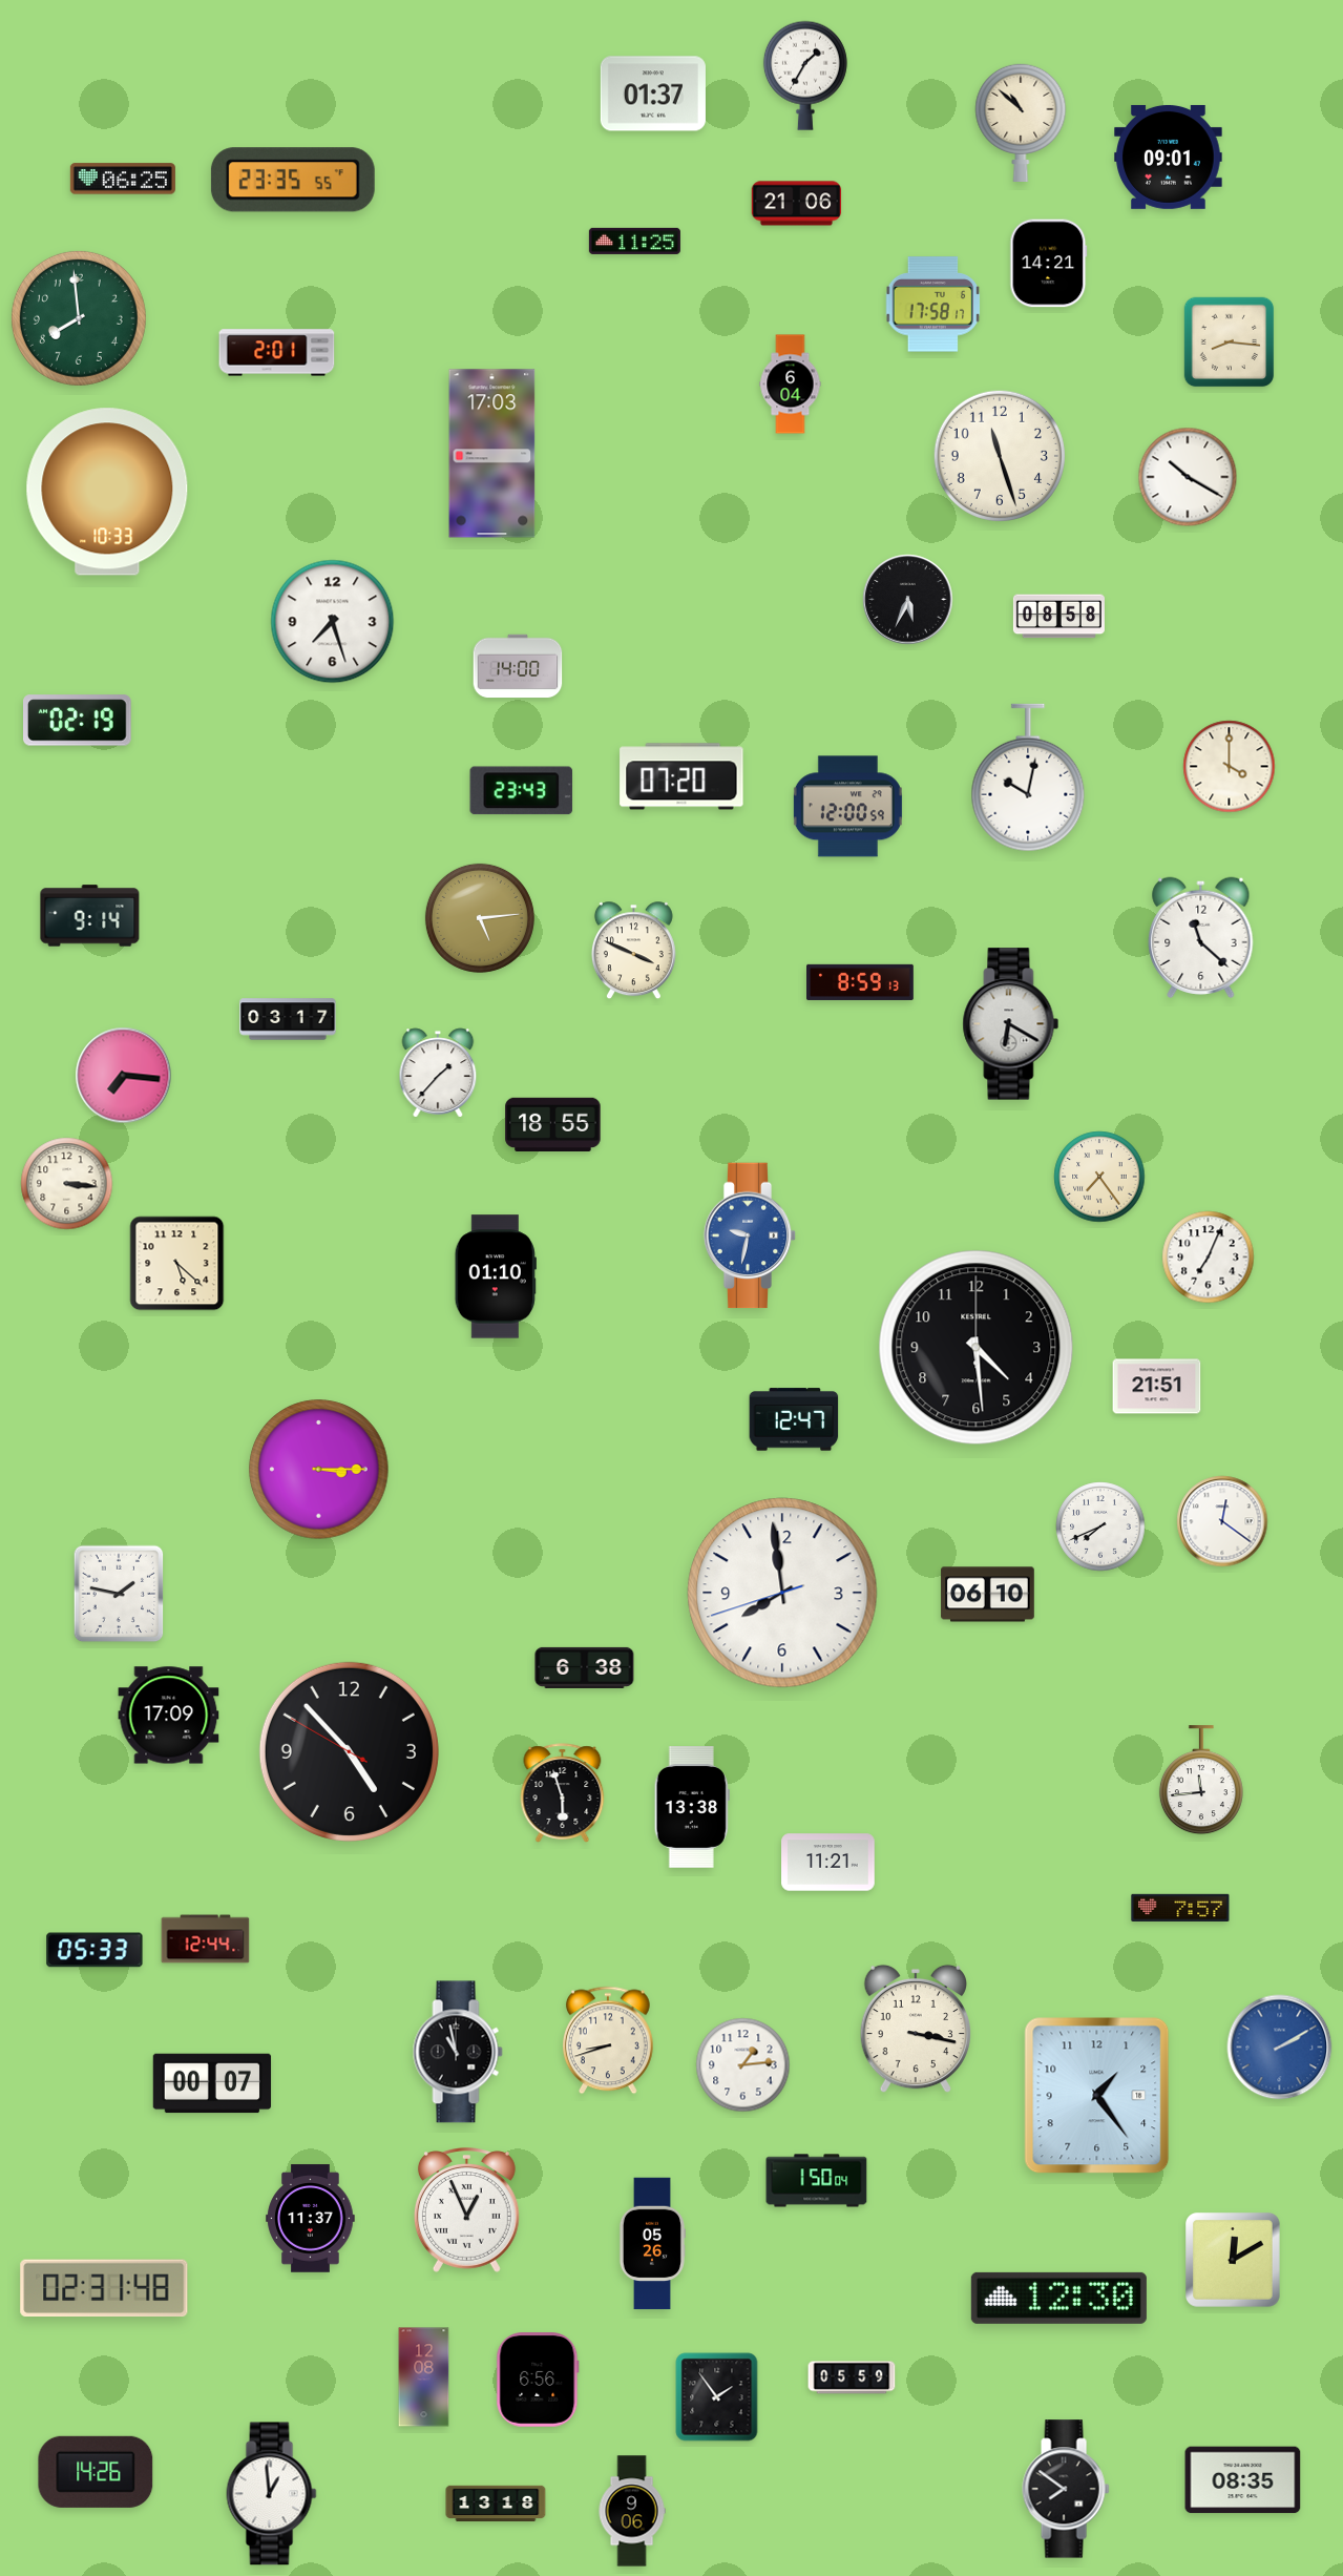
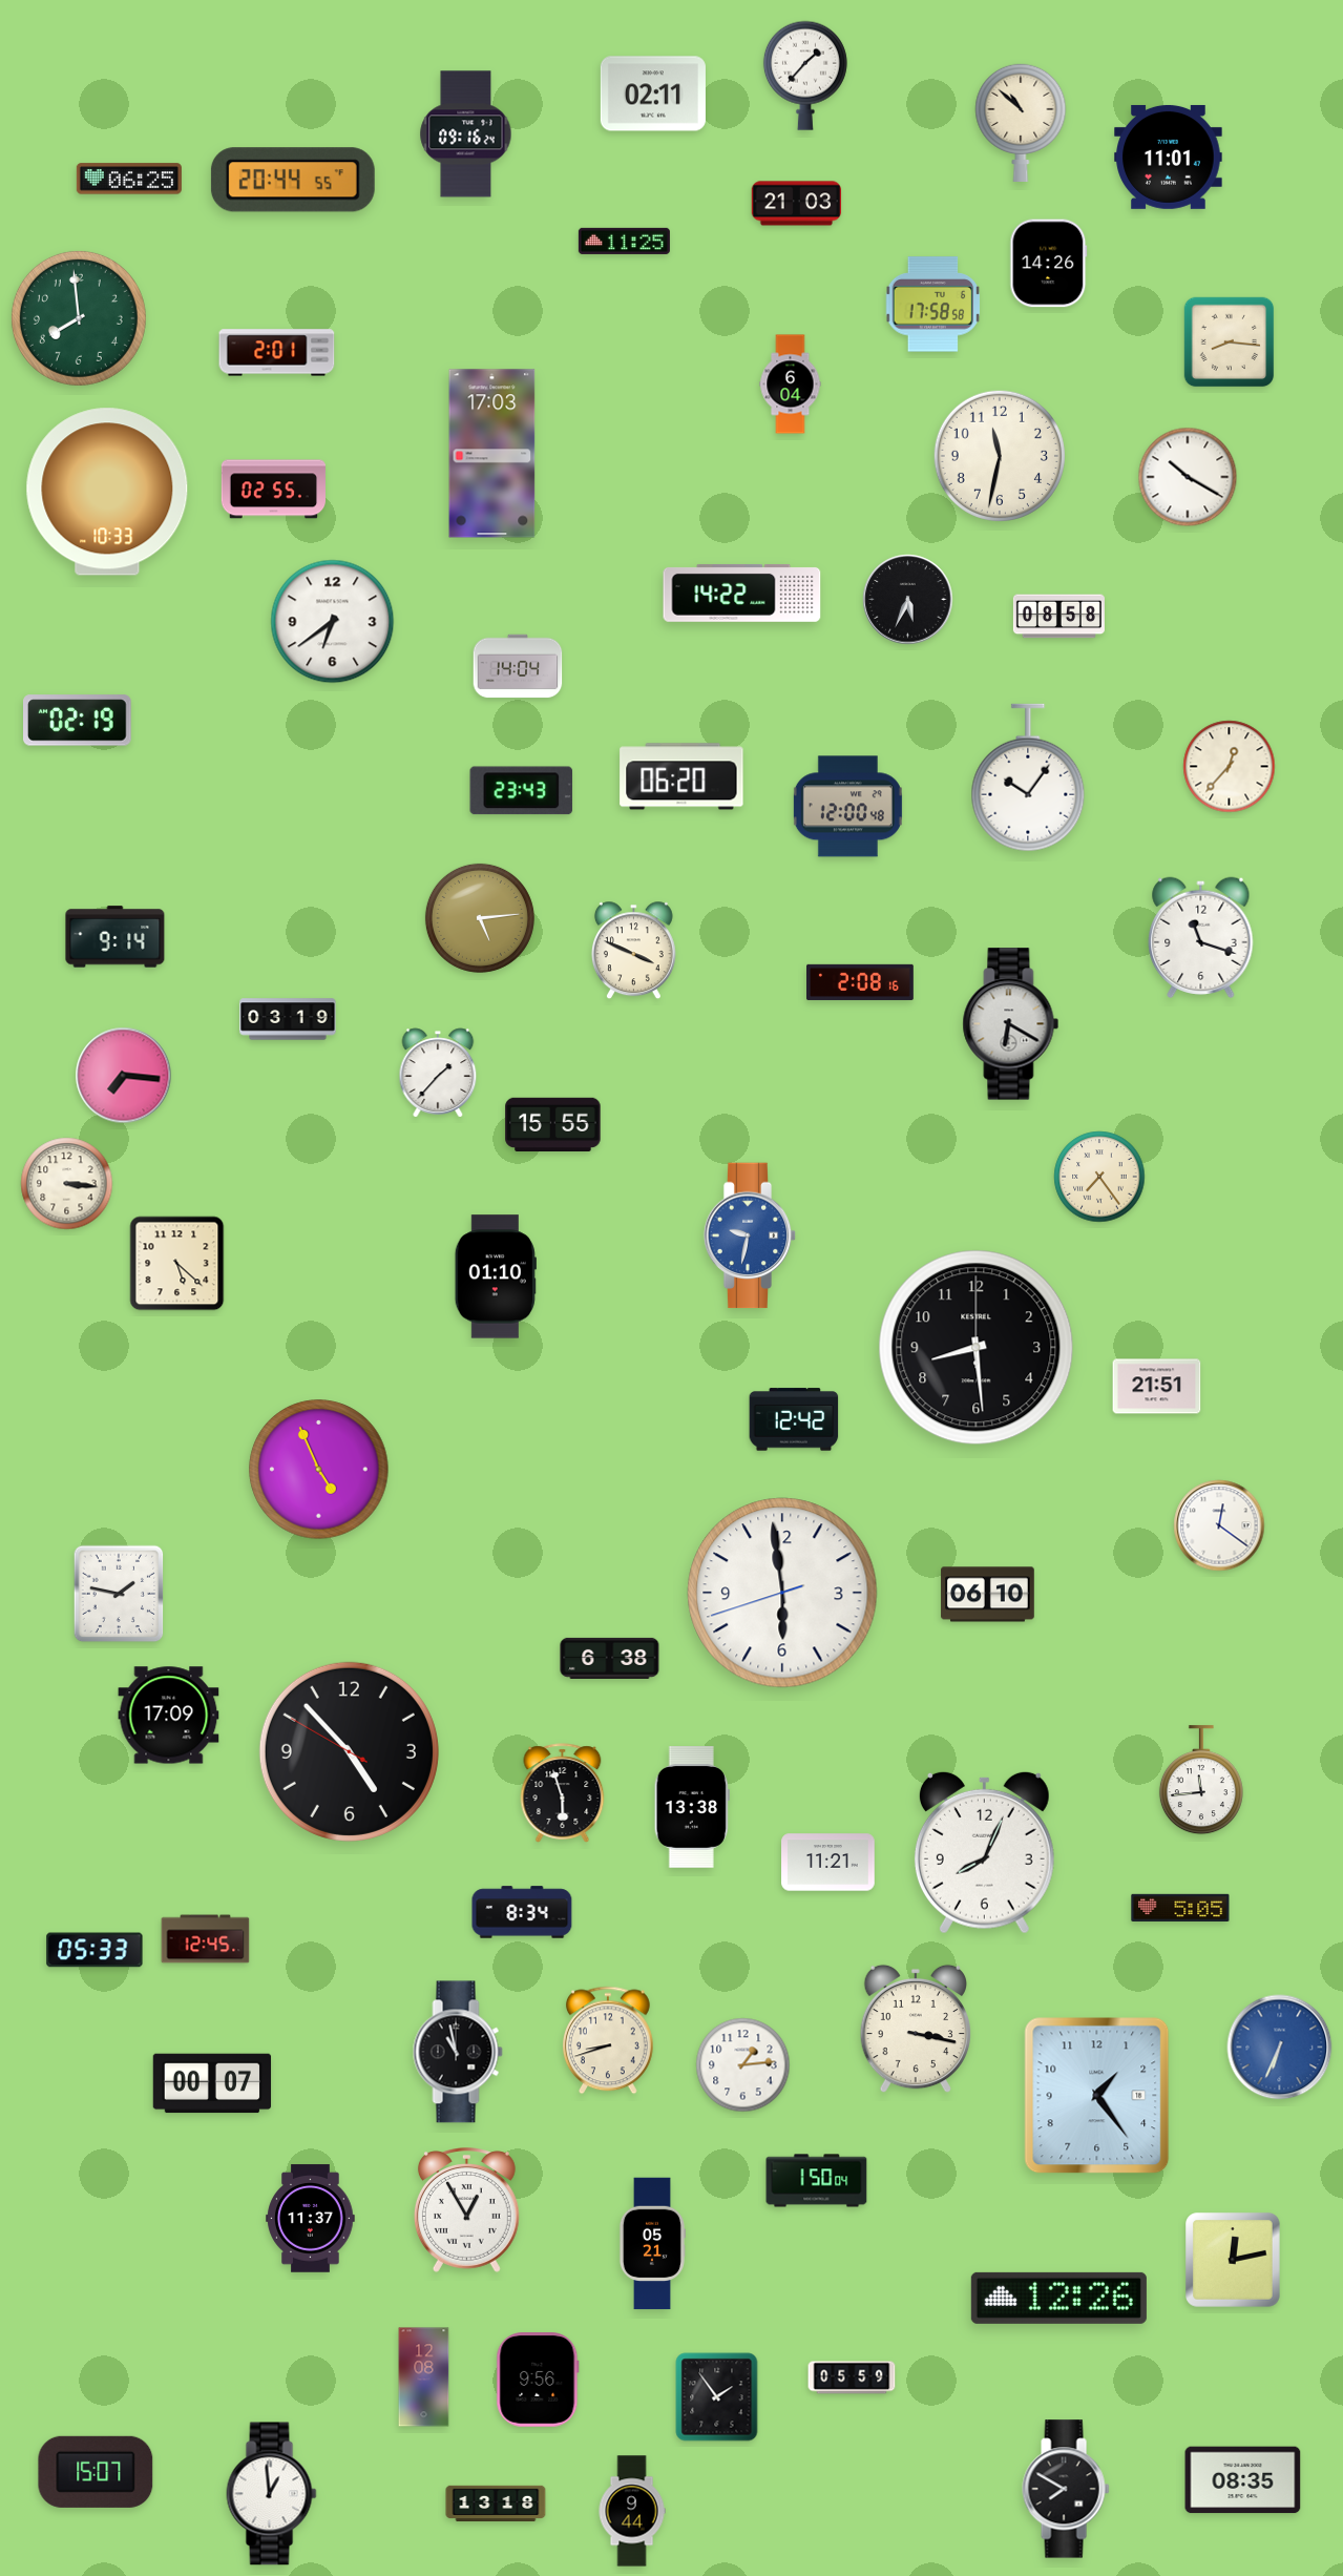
clock at (805, 76): 1:35 -> 1:37
clock at (653, 94): 01:37 -> 02:11
clock at (466, 134): none -> 09:16
clock at (1169, 157): 09:01 -> 11:01
clock at (123, 179) position: (123, 179) -> (129, 179)
clock at (293, 180): 23:35 -> 20:44
clock at (797, 204): 21:06 -> 21:03
clock at (634, 241) position: (634, 241) -> (624, 241)
clock at (1049, 264): 14:21 -> 14:26
clock at (933, 305): 17:58:17 -> 17:58:58
clock at (1000, 456): 11:27 -> 11:32
clock at (273, 490): none -> 02:55
clock at (742, 593): none -> 14:22
clock at (333, 622): 7:27 -> 6:39
clock at (518, 666): 14:00 -> 14:04
clock at (1230, 767): 4:00 -> 12:37
clock at (681, 776): 07:20 -> 06:20
clock at (1028, 777): 10:02 -> 10:06
clock at (847, 807): 12:00:59 -> 12:00:48
clock at (90, 916) position: (90, 916) -> (116, 937)
clock at (1201, 937): 11:22 -> 11:18
clock at (861, 982): 8:59 -> 2:08
clock at (288, 1019): 03:17 -> 03:19
clock at (553, 1125): 18:55 -> 15:55
clock at (1209, 1258): 7:04 -> none
clock at (977, 1348): 4:29 -> 8:29
clock at (794, 1419): 12:47 -> 12:42
clock at (319, 1470): 3:15 -> 4:56
clock at (1222, 1521) position: (1222, 1521) -> (1219, 1525)
clock at (1100, 1526): 7:41 -> none
clock at (782, 1593): 7:58 -> 5:58
clock at (585, 1667) position: (585, 1667) -> (610, 1658)
clock at (984, 1852): none -> 8:04
clock at (1180, 1908): 7:57 -> 5:05
clock at (522, 1912): none -> 8:34
clock at (206, 1939): 12:44 -> 12:45
clock at (1280, 2048): 2:10 -> 6:34
clock at (466, 2210): 12:56 -> 12:55
clock at (652, 2244): 05:26 -> 05:21
clock at (1234, 2261): 12:10 -> 12:13
clock at (104, 2288): 02:31 -> none
clock at (1058, 2298): 12:30 -> 12:26
clock at (538, 2380): 6:56 -> 9:56
clock at (96, 2472): 14:26 -> 15:07
clock at (1066, 2489): 7:51 -> 7:50
clock at (632, 2511): 9:06 -> 9:44
